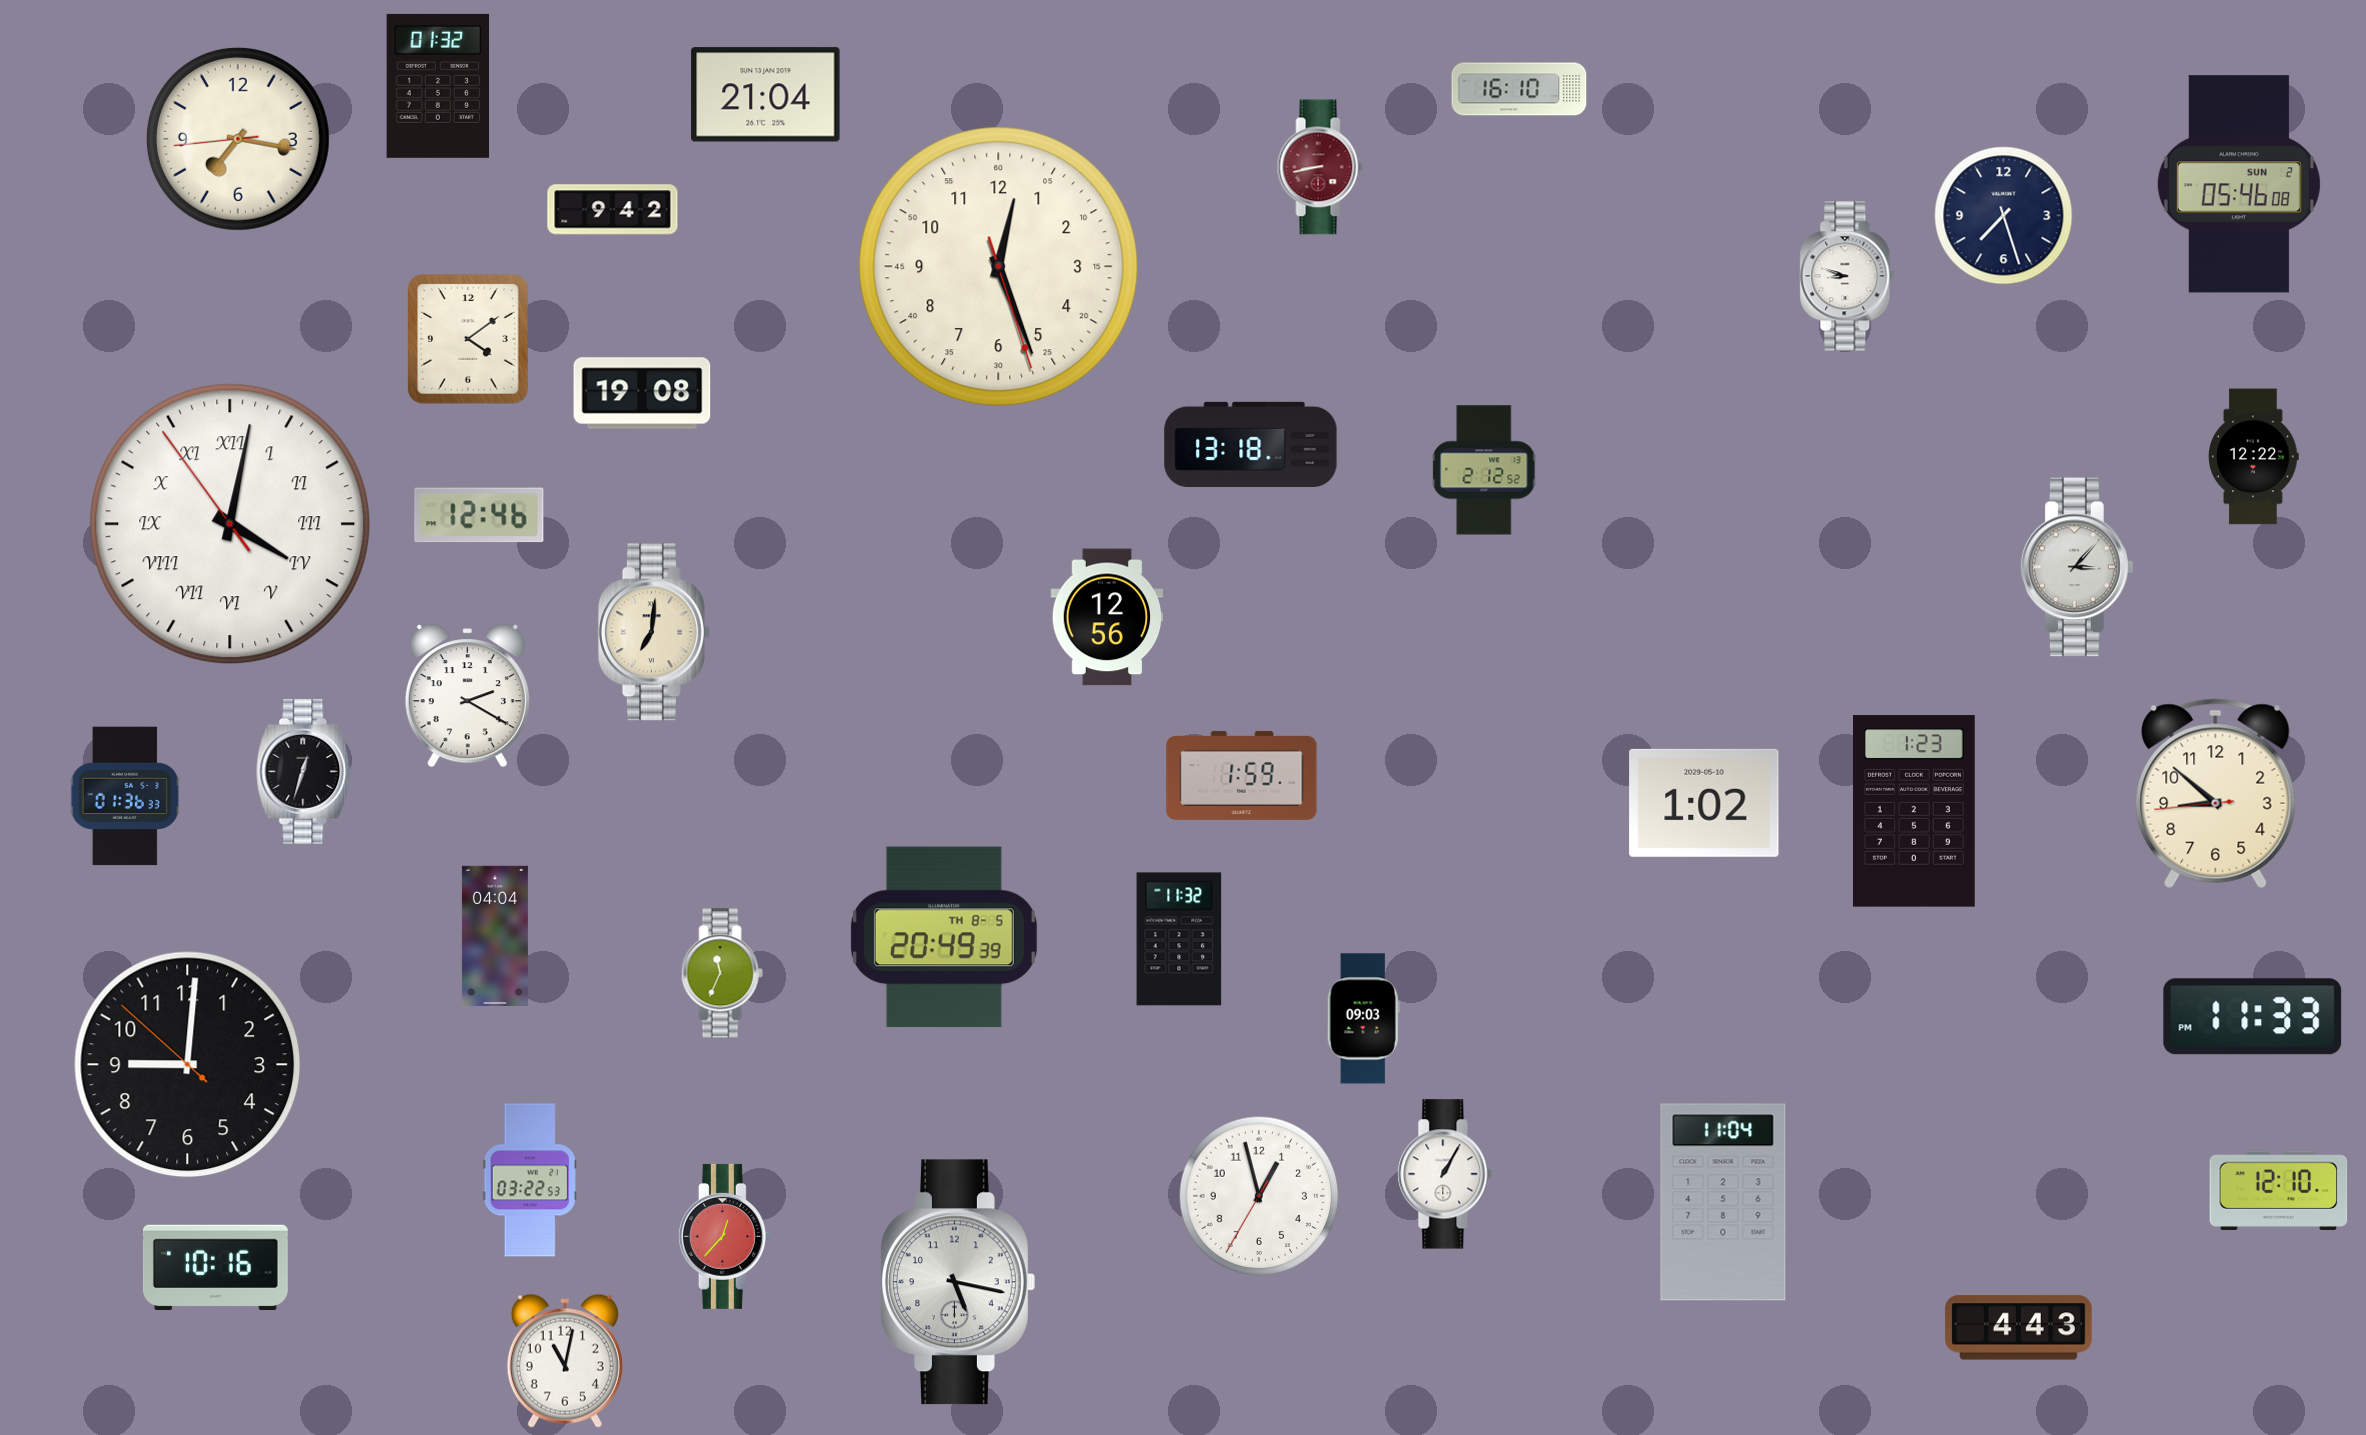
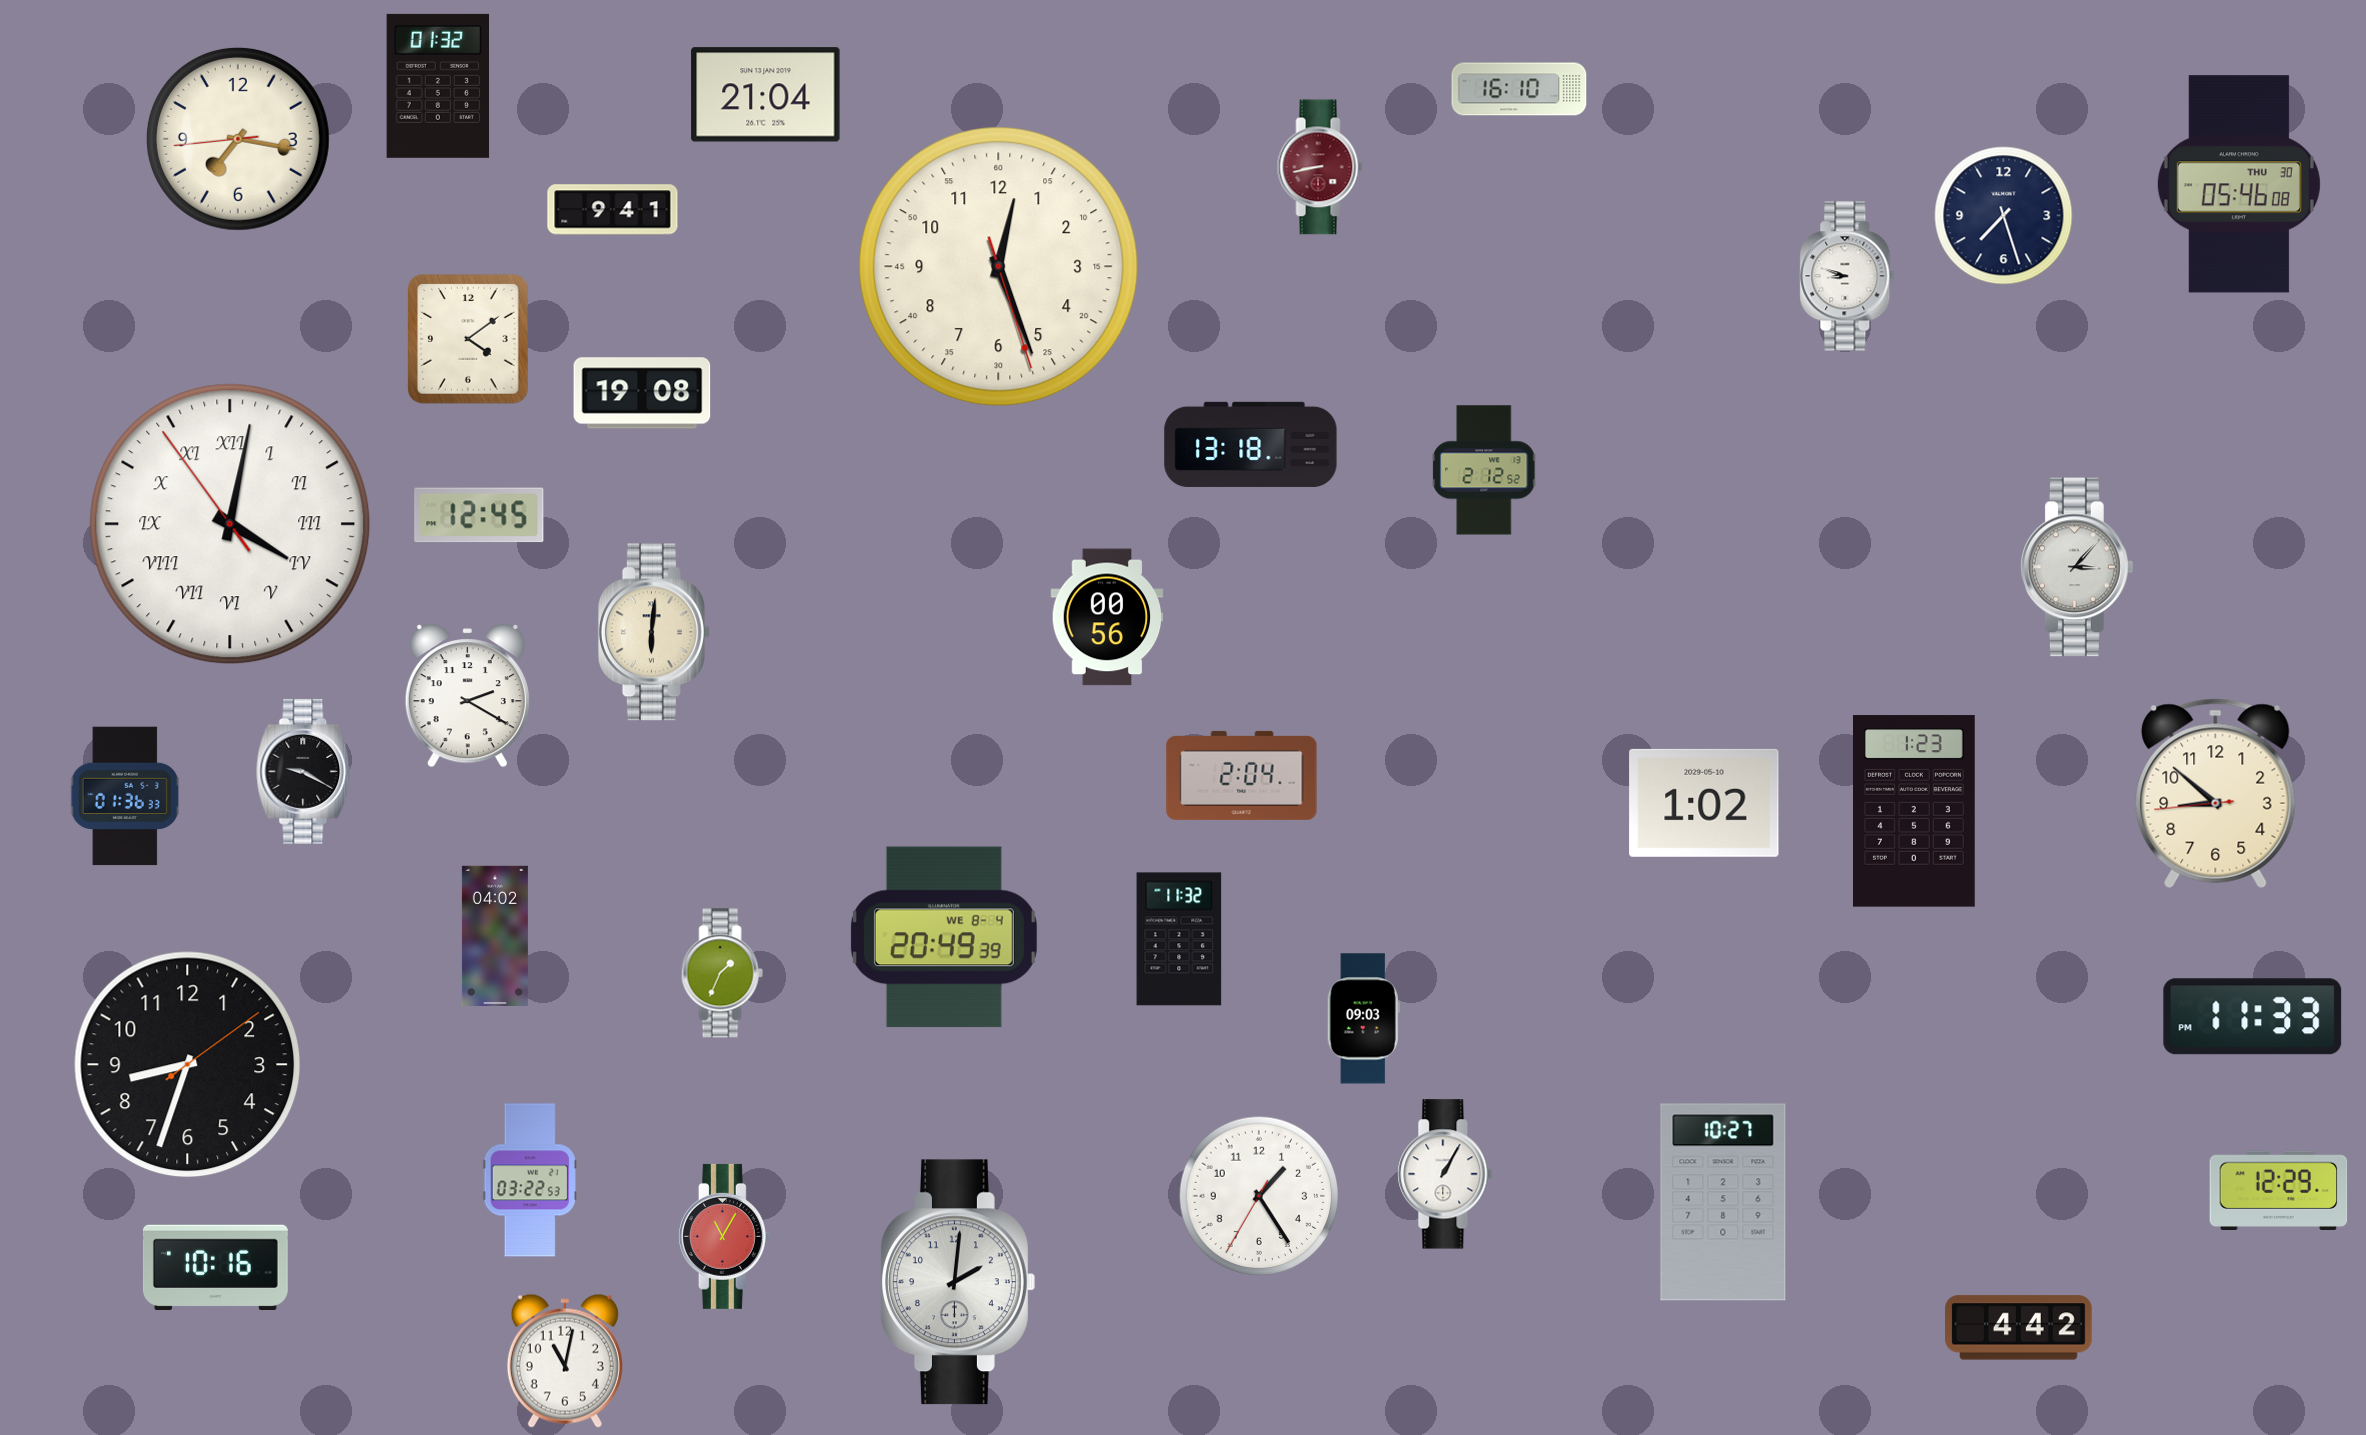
clock at (2239, 184) date: SUN 2 -> THU 30
clock at (613, 210): 9:42 -> 9:41
clock at (2254, 457): 12:22 -> none
clock at (479, 515): 12:46 -> 12:45
clock at (1107, 617): 12:56 -> 00:56
clock at (654, 632): 7:01 -> 6:01
clock at (304, 771): 12:33 -> 9:20
clock at (1242, 775): 1:59 -> 2:04
clock at (495, 935): 04:04 -> 04:02
clock at (944, 937) date: TH 8-5 -> WE 8-4
clock at (722, 973): 11:34 -> 1:34
clock at (188, 1065): 9:00 -> 8:33
clock at (2279, 1190): 12:10 -> 12:29
clock at (1259, 1196): 12:57 -> 1:24
clock at (1723, 1202): 11:04 -> 10:27
clock at (724, 1236): 12:37 -> 11:05
clock at (958, 1282): 5:17 -> 2:01
clock at (2019, 1328): 4:43 -> 4:42
